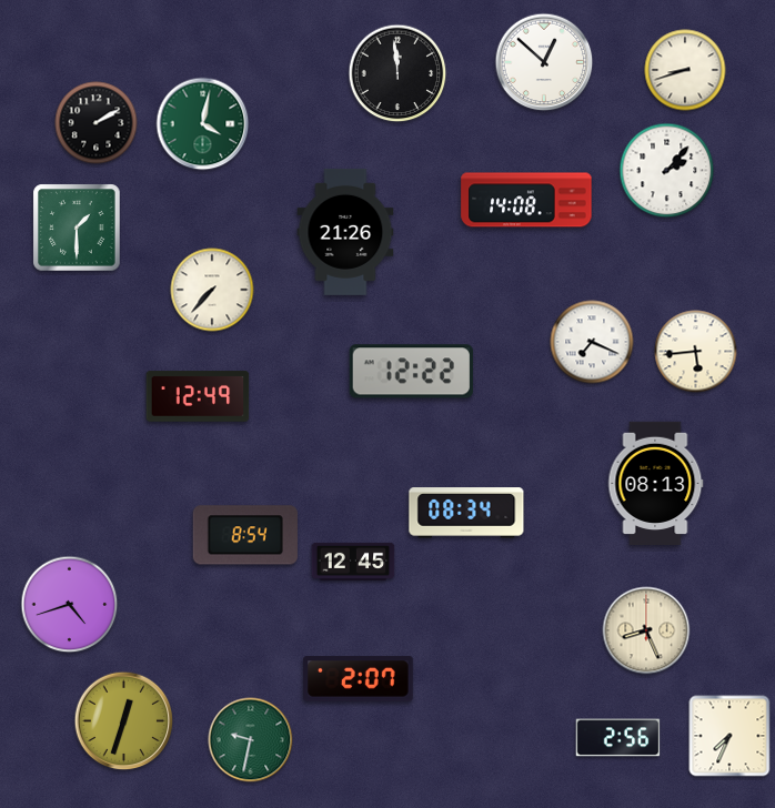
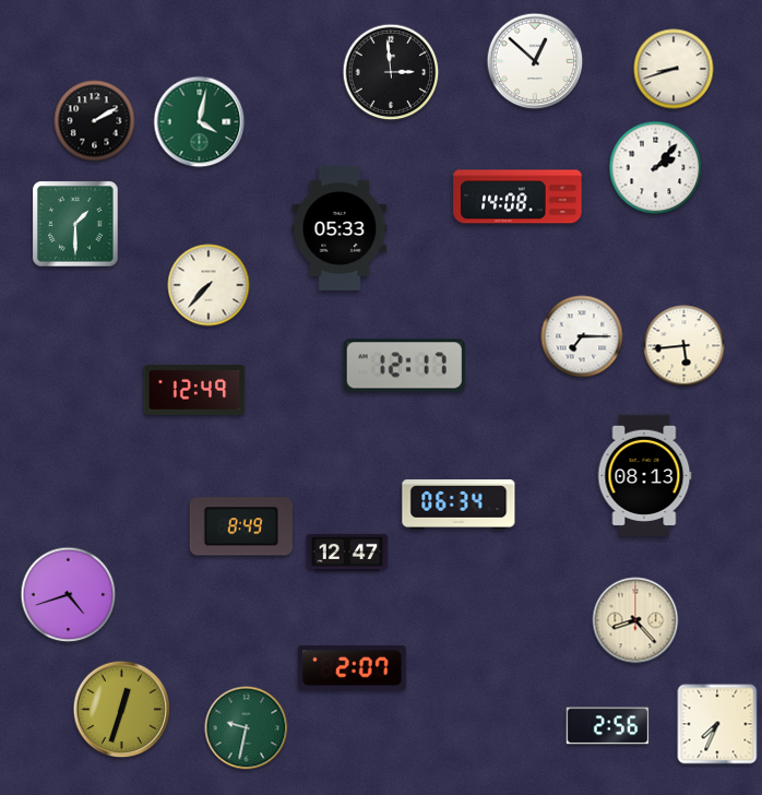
clock at (397, 73): 11:59 -> 2:59
clock at (345, 232): 21:26 -> 05:33
clock at (592, 342): 7:19 -> 7:15
clock at (411, 372): 12:22 -> 12:17
clock at (466, 513): 08:34 -> 06:34
clock at (245, 535): 8:54 -> 8:49
clock at (353, 562): 12:45 -> 12:47
clock at (646, 630): 8:26 -> 8:23
